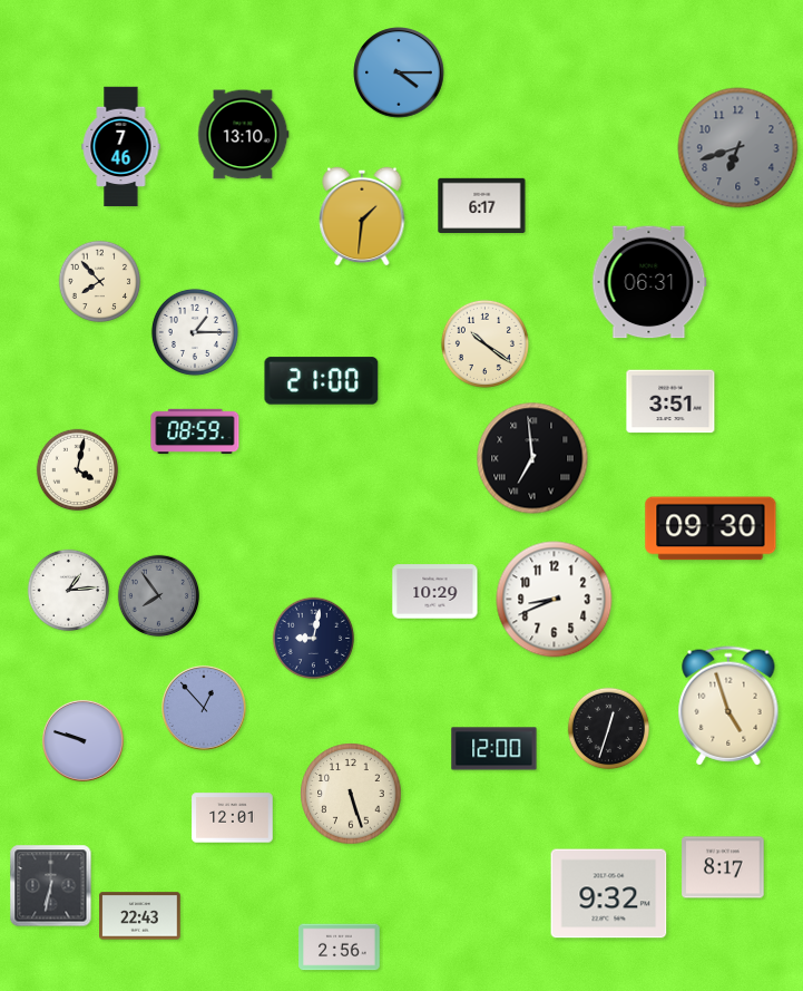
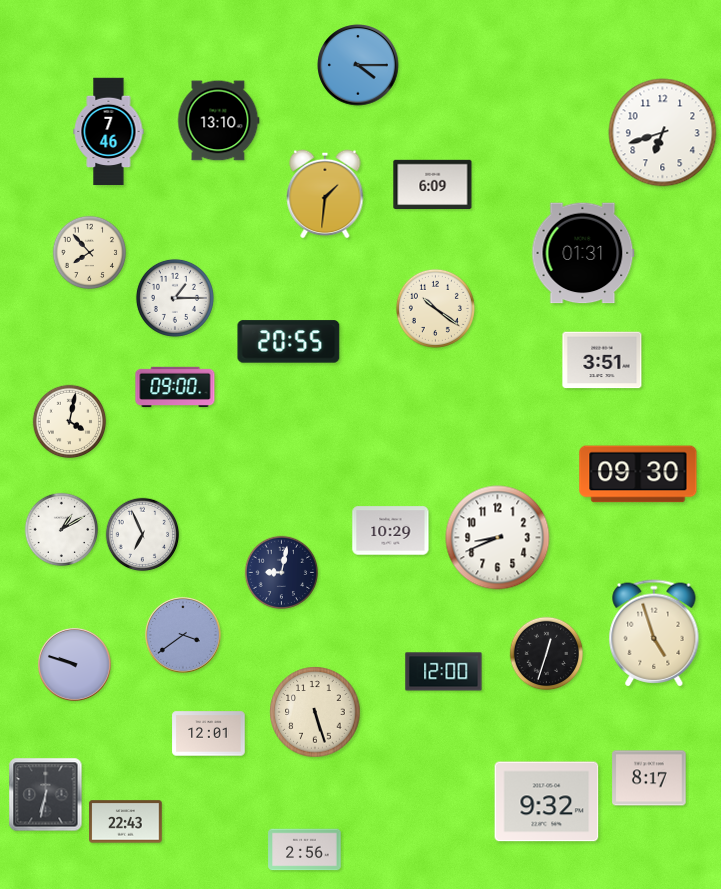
clock at (738, 148) dial: grey -> white
clock at (482, 205): 6:17 -> 6:09
clock at (649, 282): 06:31 -> 01:31
clock at (322, 381): 21:00 -> 20:55
clock at (195, 431): 08:59 -> 09:00
clock at (532, 458): 6:59 -> none
clock at (69, 591): 1:14 -> 1:10
clock at (159, 596): 7:54 -> 6:56
clock at (159, 596) dial: grey -> white
clock at (205, 709): 12:53 -> 3:39
